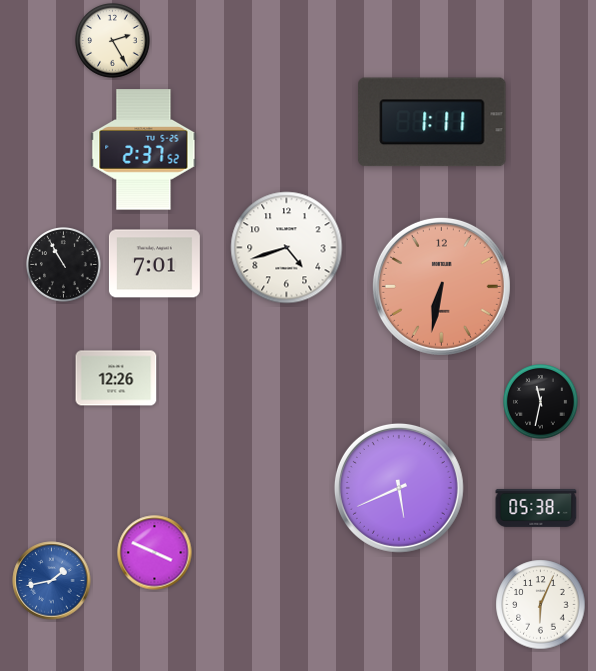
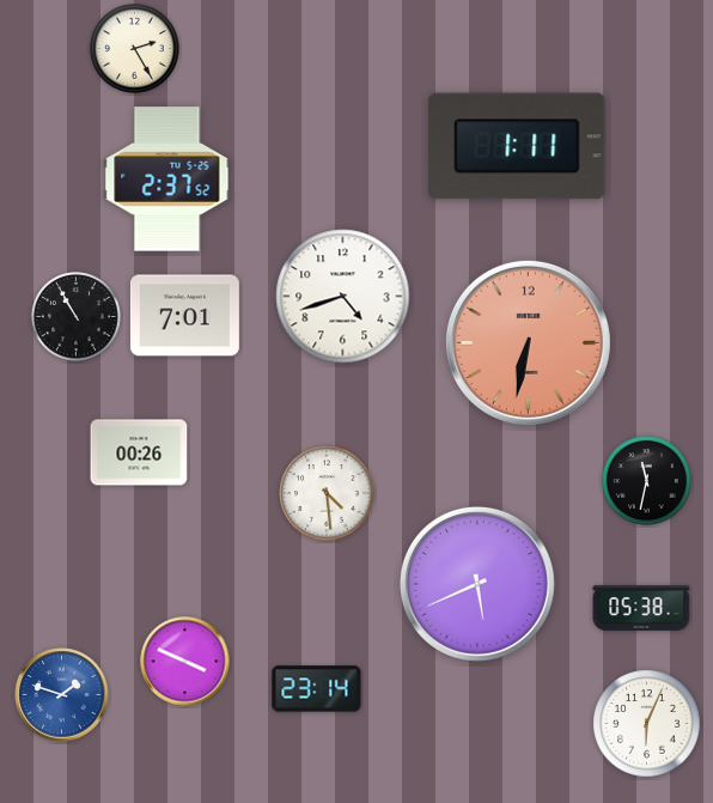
clock at (144, 150) position: (144, 150) -> (167, 180)
clock at (116, 378): 12:26 -> 00:26
clock at (327, 493): none -> 4:29
clock at (317, 689): none -> 23:14
clock at (52, 581): 1:43 -> 1:48
